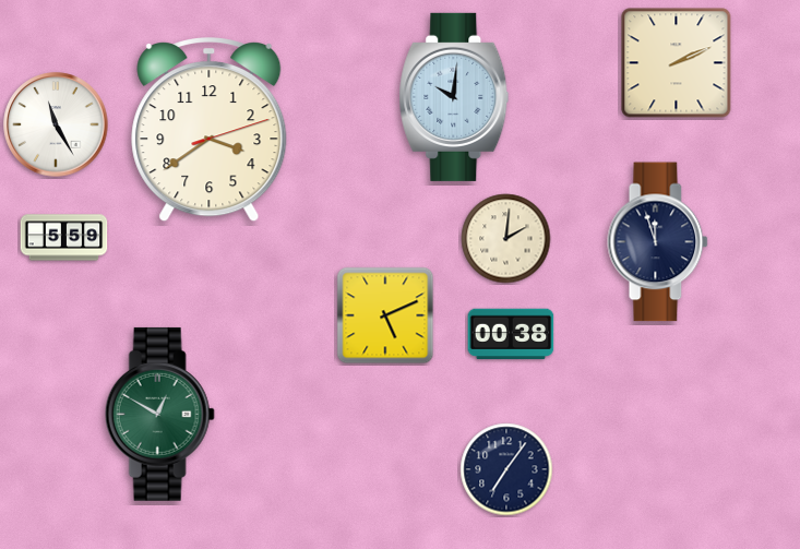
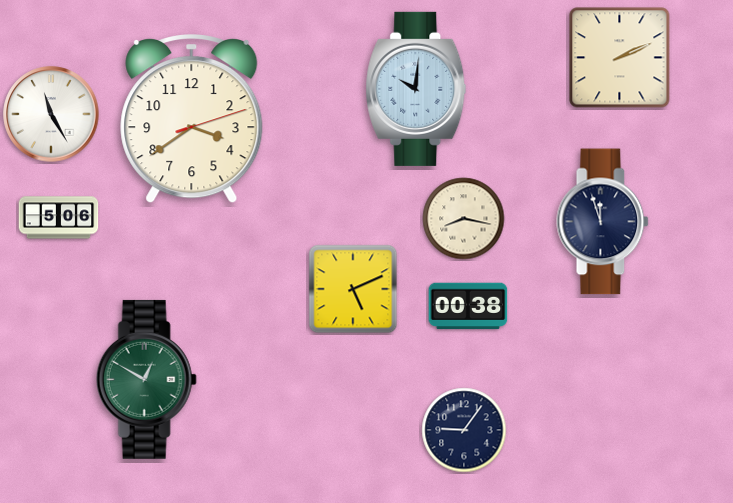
clock at (64, 238): 5:59 -> 5:06
clock at (506, 239): 2:01 -> 8:17
clock at (506, 469): 7:06 -> 9:06
